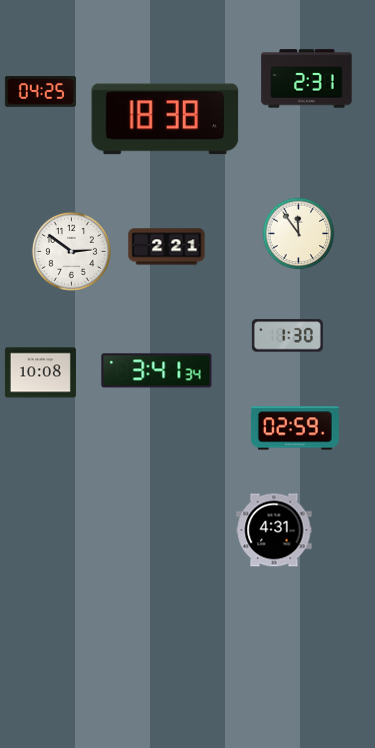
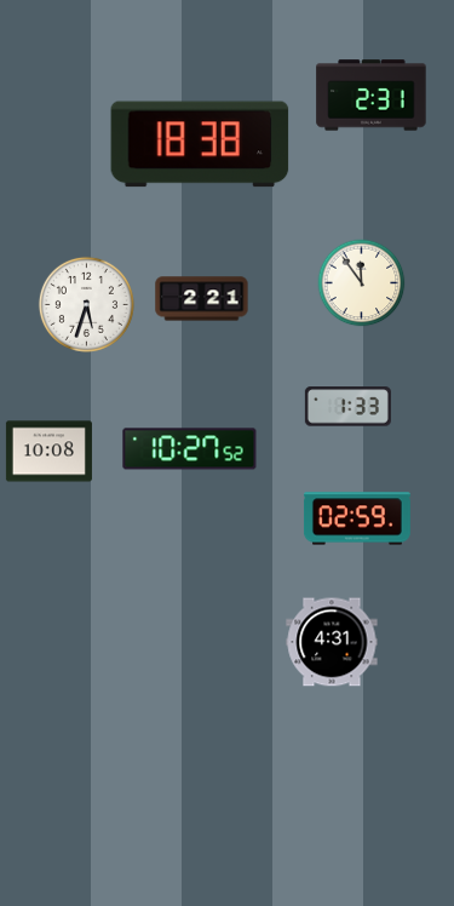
clock at (40, 92): 04:25 -> none
clock at (71, 251): 2:51 -> 5:33
clock at (287, 336): 1:30 -> 1:33
clock at (157, 371): 3:41 -> 10:27
